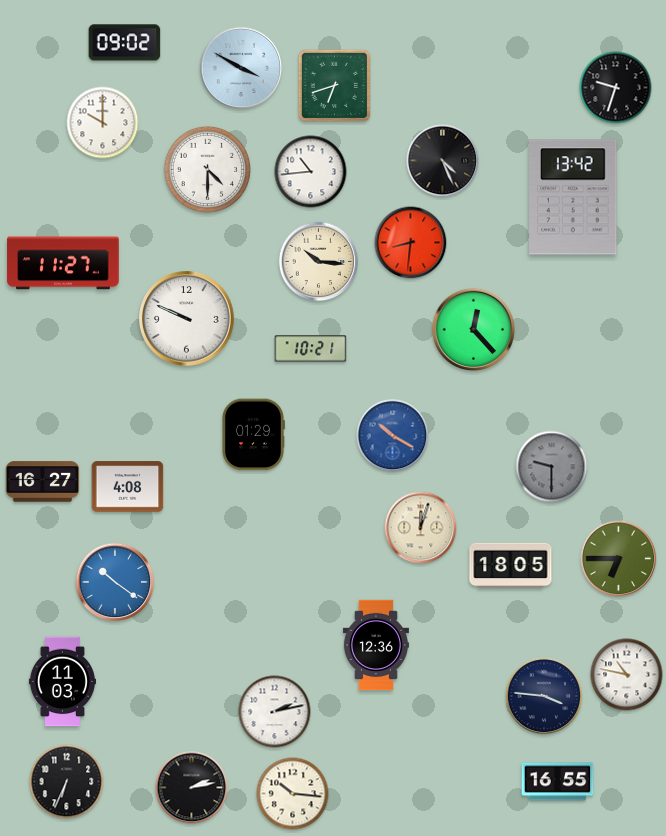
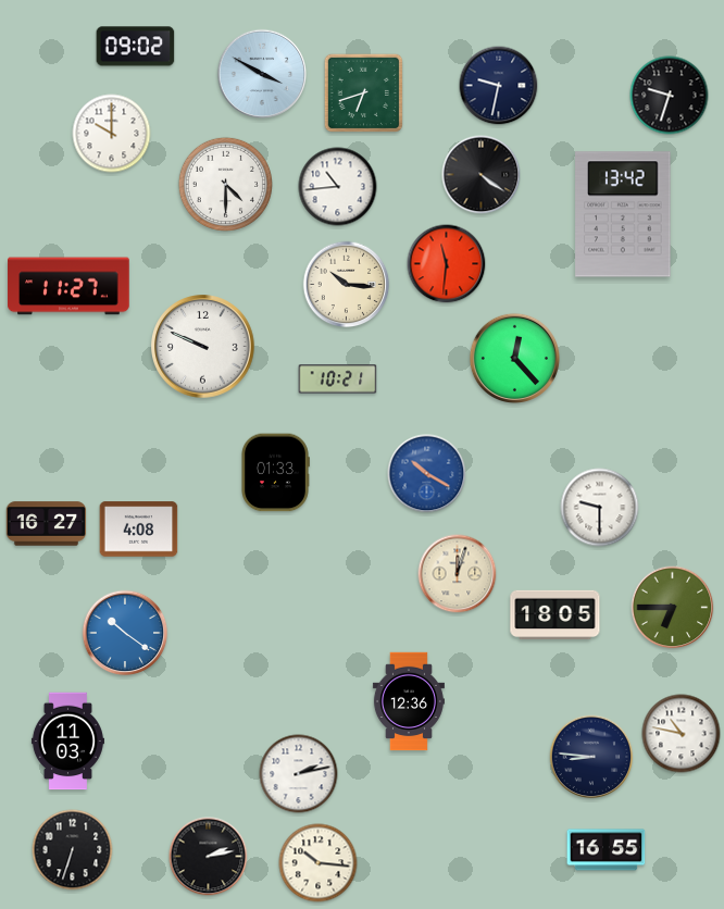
clock at (499, 86): none -> 9:32
clock at (443, 161): 4:26 -> 4:21
clock at (411, 243): 8:31 -> 11:31
clock at (253, 435): 01:29 -> 01:33
clock at (552, 467) dial: grey -> white
clock at (544, 696): 3:46 -> 8:46
clock at (67, 782): 6:34 -> 6:33
